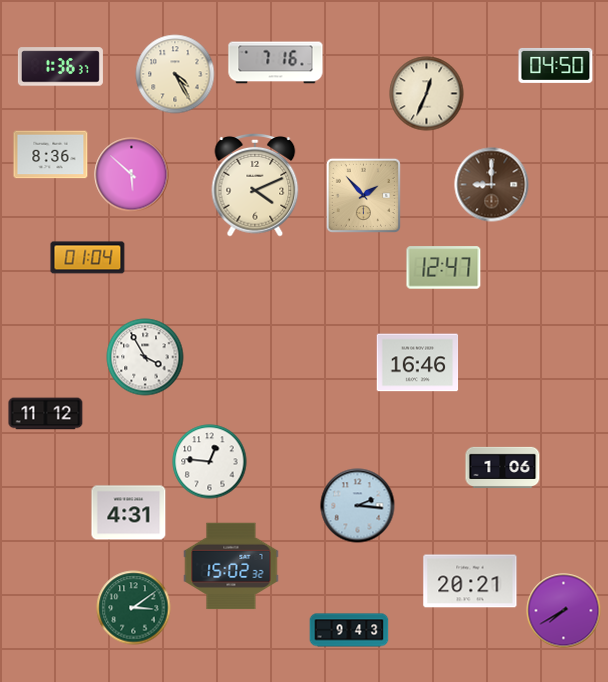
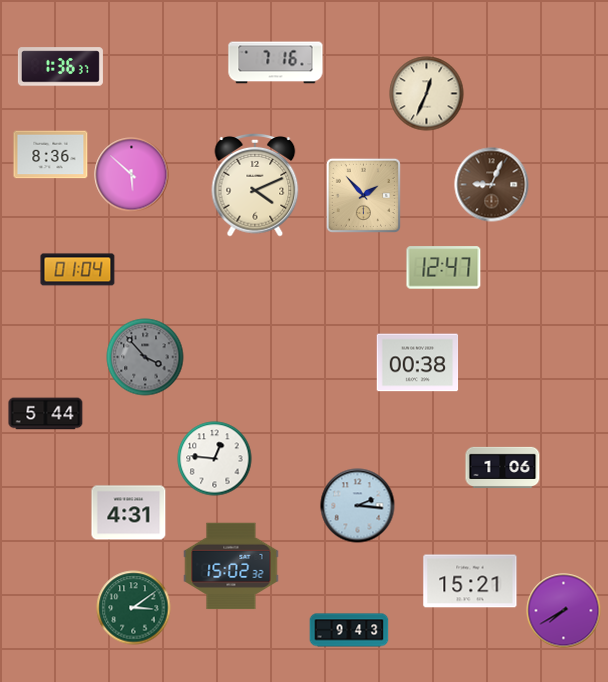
clock at (556, 65): 04:50 -> none
clock at (175, 74): 4:25 -> none
clock at (492, 185): 9:00 -> 9:04
clock at (88, 258) position: (88, 258) -> (78, 270)
clock at (145, 357): 3:55 -> 3:53
clock at (145, 357) dial: white -> grey
clock at (418, 363): 16:46 -> 00:38
clock at (46, 414): 11:12 -> 5:44
clock at (210, 462) position: (210, 462) -> (215, 459)
clock at (470, 581): 20:21 -> 15:21
